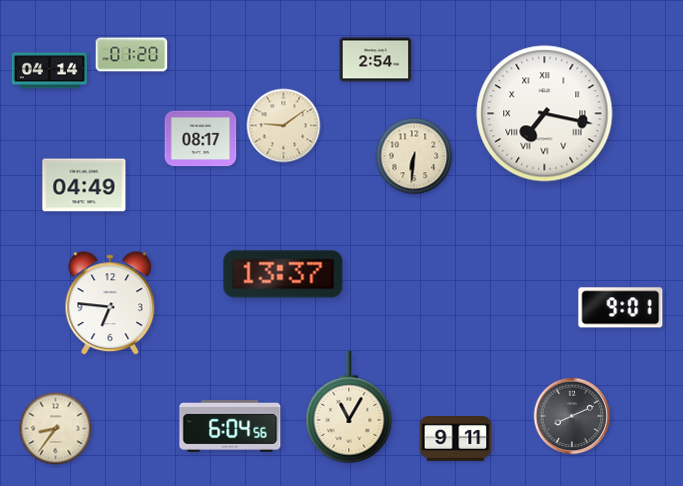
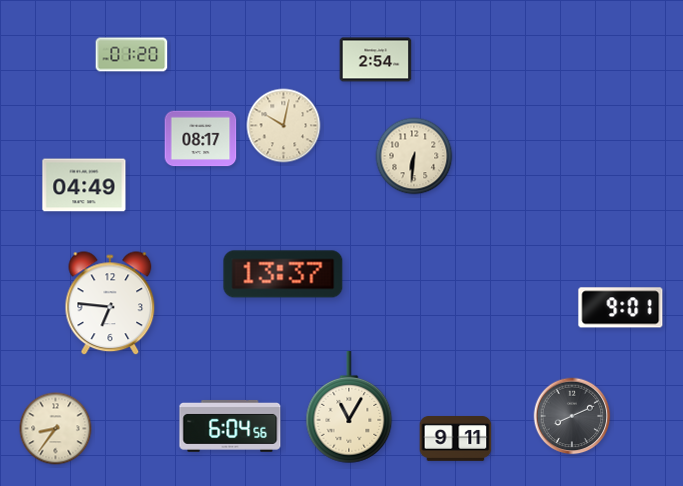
clock at (49, 71): 04:14 -> none
clock at (545, 114): 7:17 -> none
clock at (284, 126): 9:09 -> 10:02
